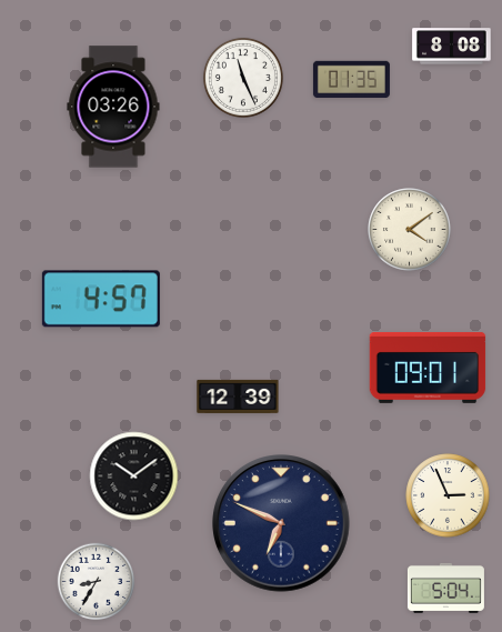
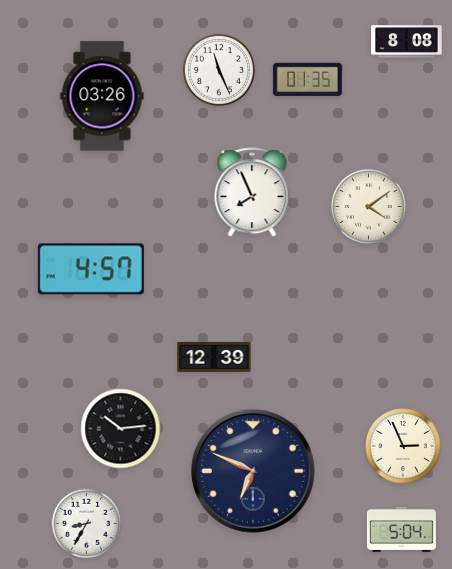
clock at (351, 80) position: (351, 80) -> (307, 80)
clock at (252, 193): none -> 7:56
clock at (428, 368): 09:01 -> none
clock at (134, 476): 10:09 -> 10:14
